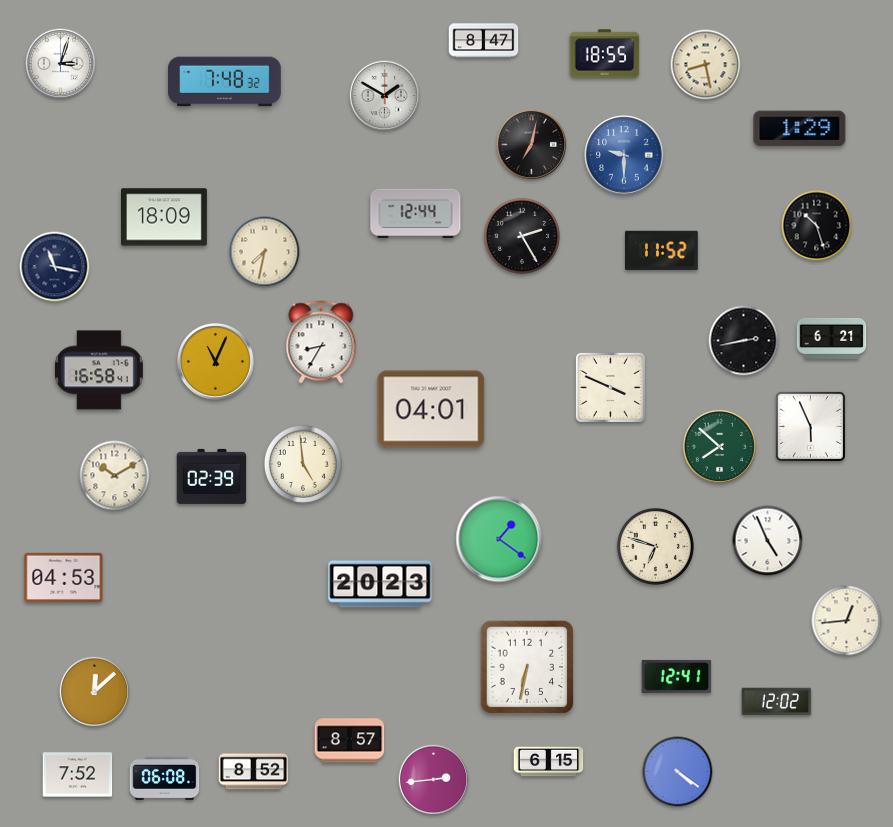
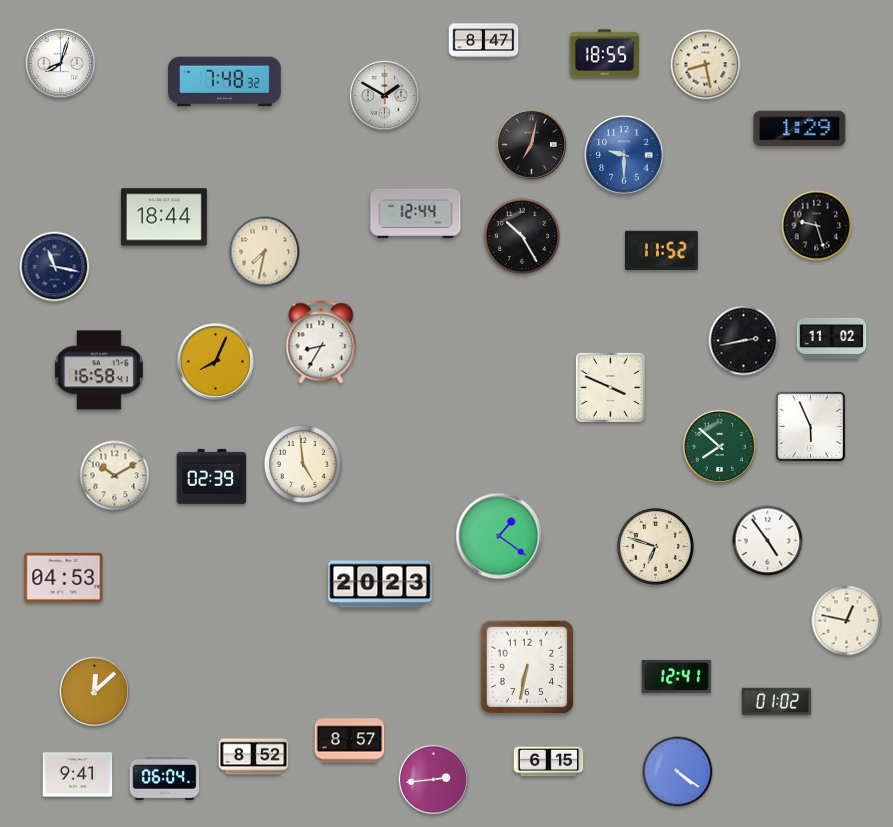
clock at (61, 64): 3:03 -> 8:03
clock at (165, 217): 18:09 -> 18:44
clock at (817, 226): 10:27 -> 9:27
clock at (521, 235): 2:25 -> 10:25
clock at (832, 338): 6:21 -> 11:02
clock at (216, 362): 11:04 -> 8:04
clock at (431, 409): 04:01 -> none
clock at (499, 539) position: (499, 539) -> (499, 536)
clock at (768, 541): 4:56 -> 4:54
clock at (847, 621): 12:44 -> 12:47
clock at (777, 702): 12:02 -> 01:02
clock at (254, 772) position: (254, 772) -> (254, 757)
clock at (78, 775): 7:52 -> 9:41
clock at (165, 778): 06:08 -> 06:04
